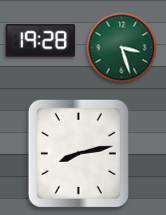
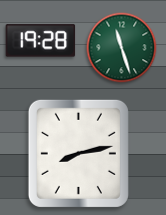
clock at (122, 48): 3:27 -> 11:27
